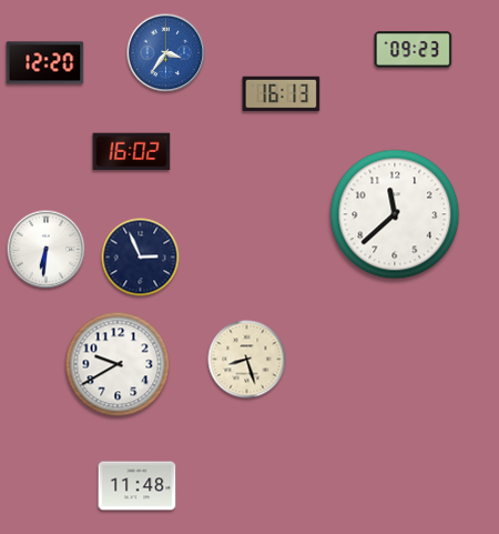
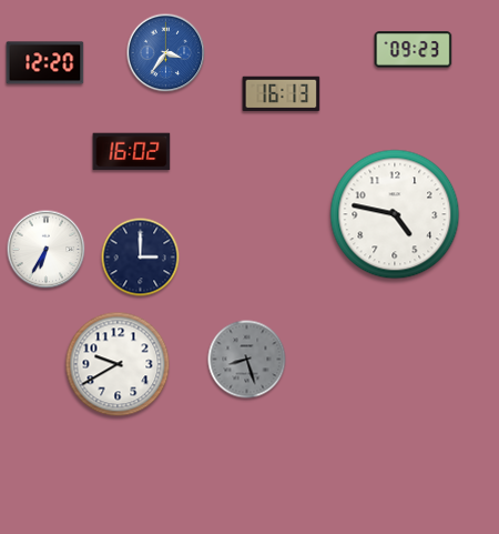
clock at (395, 214): 11:38 -> 4:47
clock at (47, 250): 6:31 -> 6:35
clock at (141, 258): 2:56 -> 3:00
clock at (247, 360) dial: cream -> grey
clock at (138, 486): 11:48 -> none
